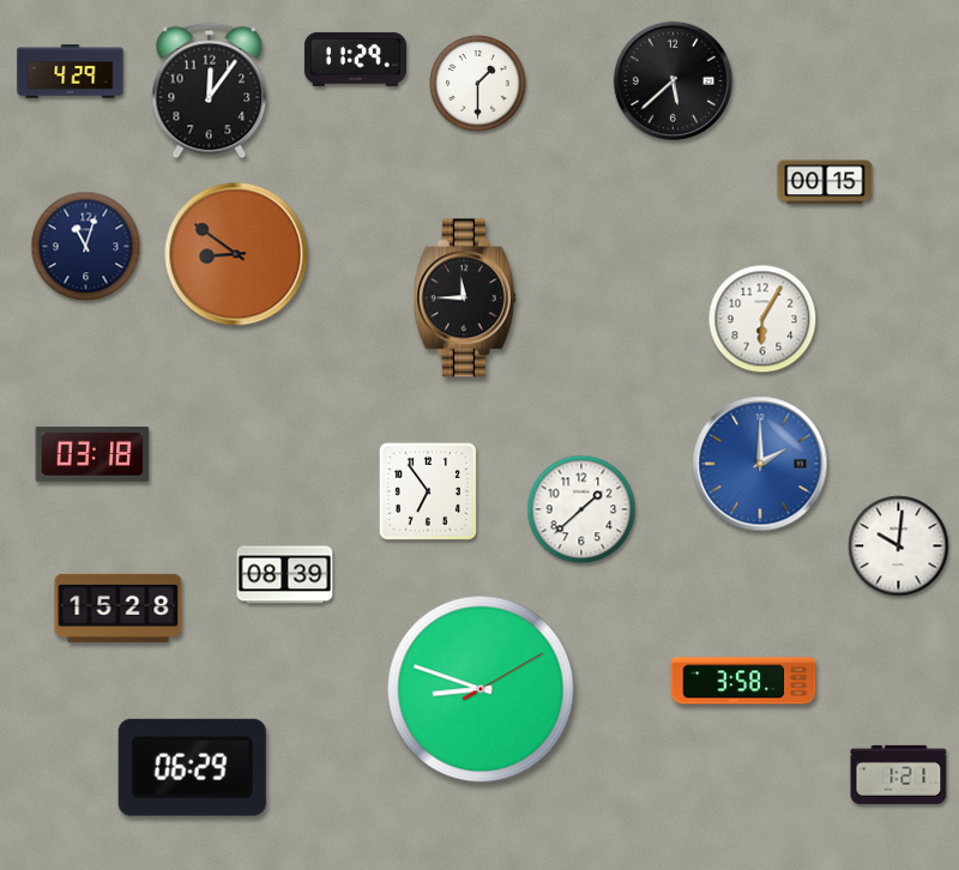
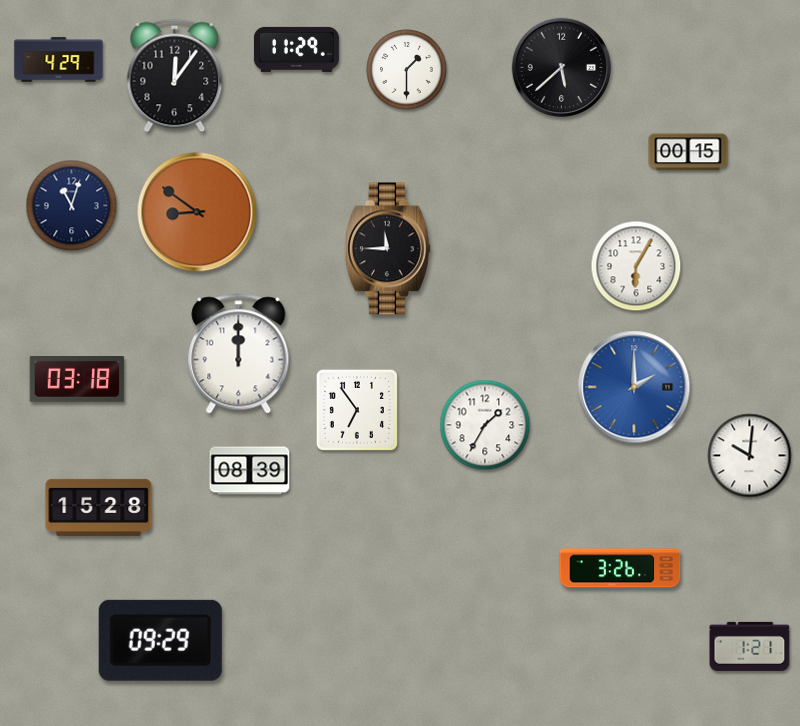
clock at (478, 84) position: (478, 84) -> (407, 70)
clock at (239, 354): none -> 12:00
clock at (581, 509): 1:38 -> 1:35
clock at (285, 575) position: (285, 575) -> (250, 471)
clock at (743, 681): 3:58 -> 3:26
clock at (481, 689): 8:48 -> none
clock at (192, 767): 06:29 -> 09:29
